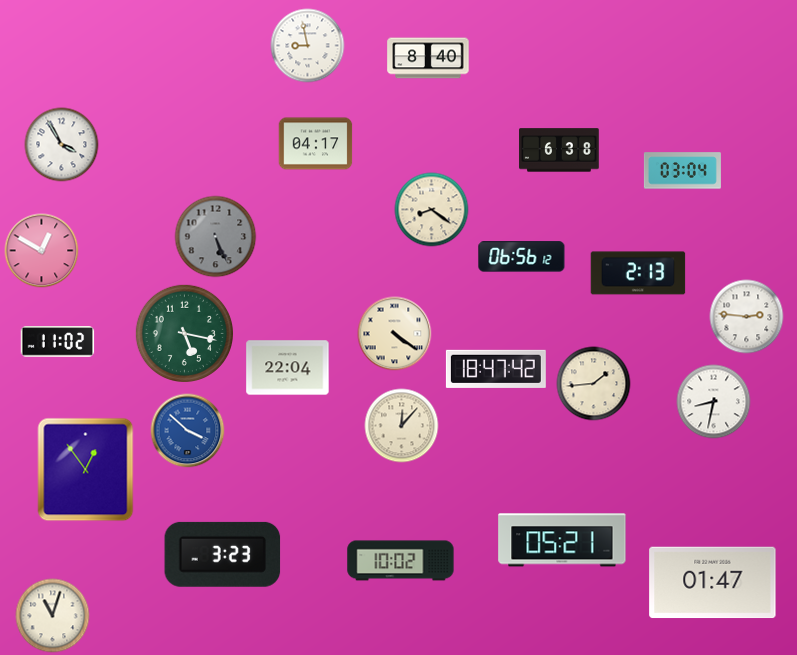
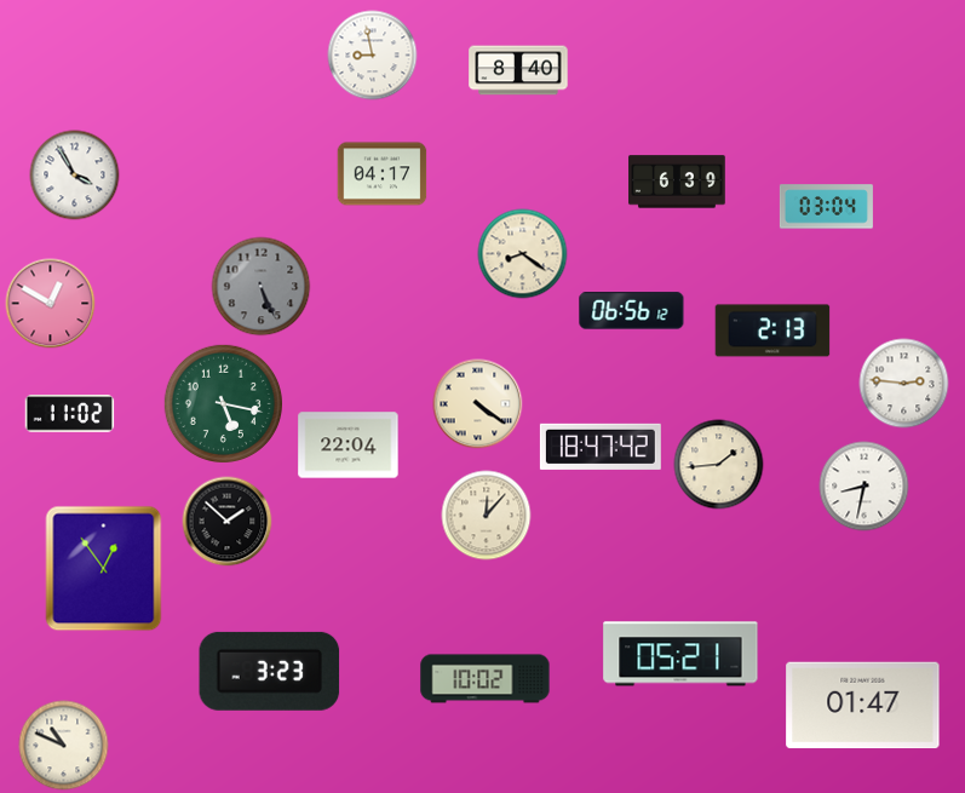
clock at (559, 150): 6:38 -> 6:39
clock at (188, 431): 3:52 -> 1:52
clock at (188, 431) dial: blue -> black
clock at (53, 616): 11:03 -> 10:49
